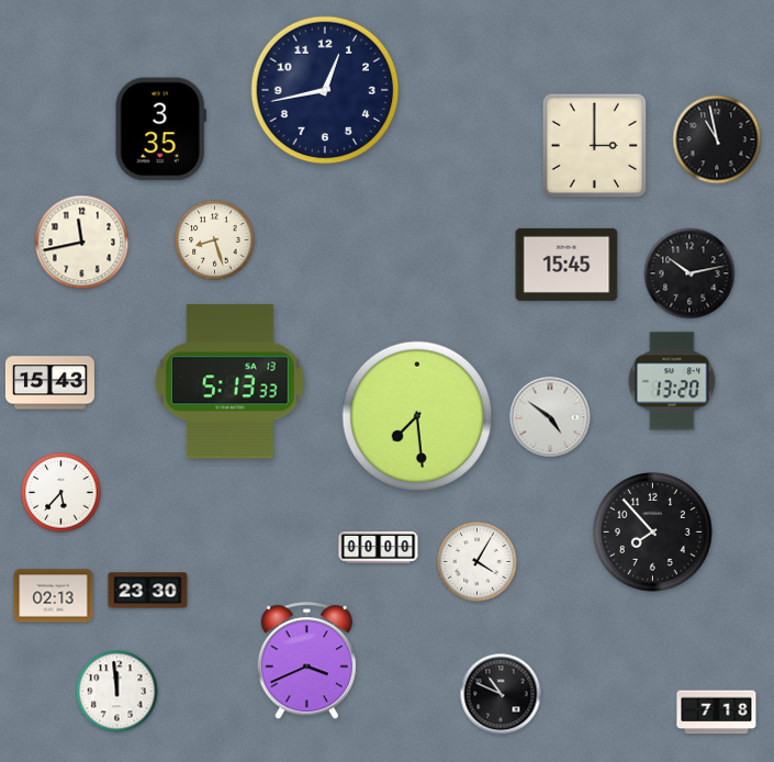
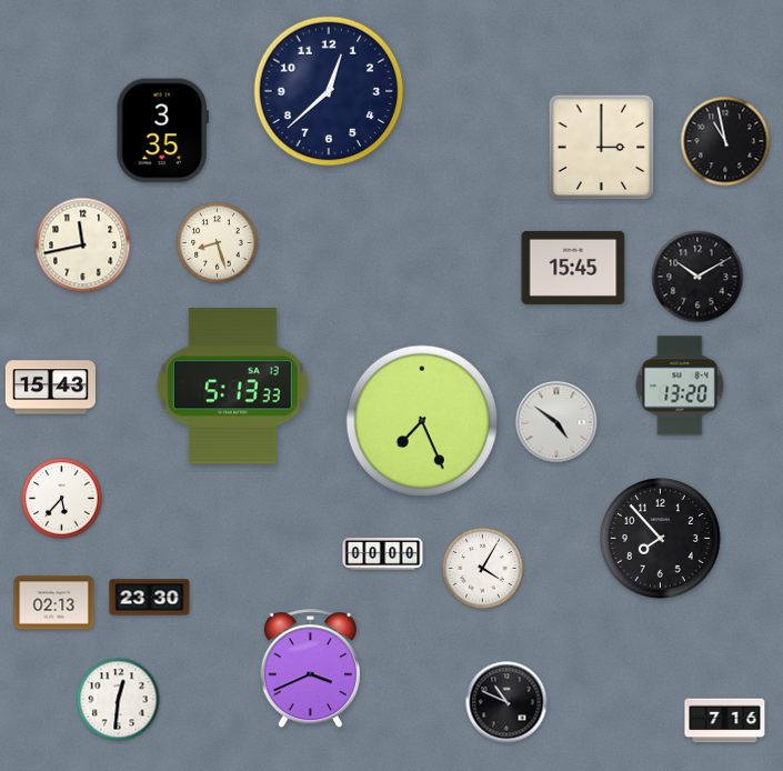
clock at (325, 90): 12:43 -> 12:38
clock at (689, 273): 10:13 -> 10:10
clock at (417, 416): 7:29 -> 7:26
clock at (117, 692): 11:59 -> 12:31
clock at (717, 713): 7:18 -> 7:16
